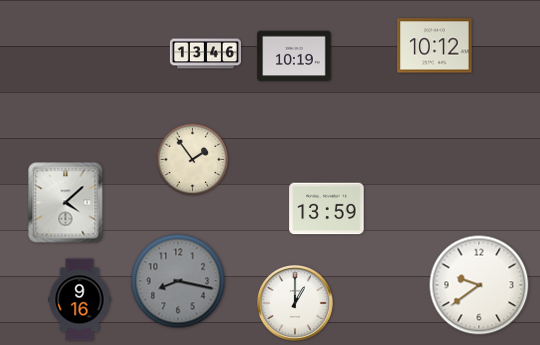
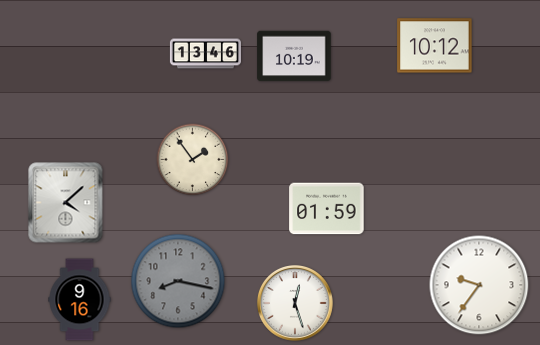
clock at (327, 209): 13:59 -> 01:59
clock at (479, 285): 9:39 -> 9:36
clock at (295, 303): 1:00 -> 12:27
